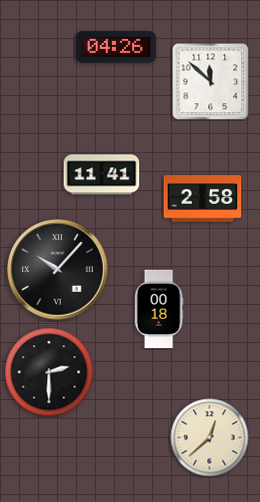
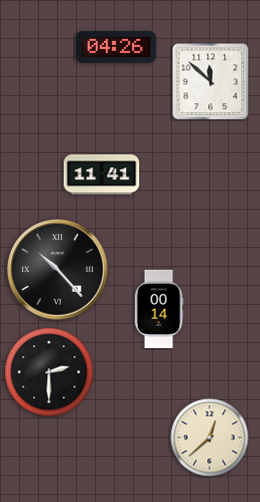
clock at (203, 199): 2:58 -> none
clock at (58, 270): 10:07 -> 10:23
clock at (159, 309): 00:18 -> 00:14
